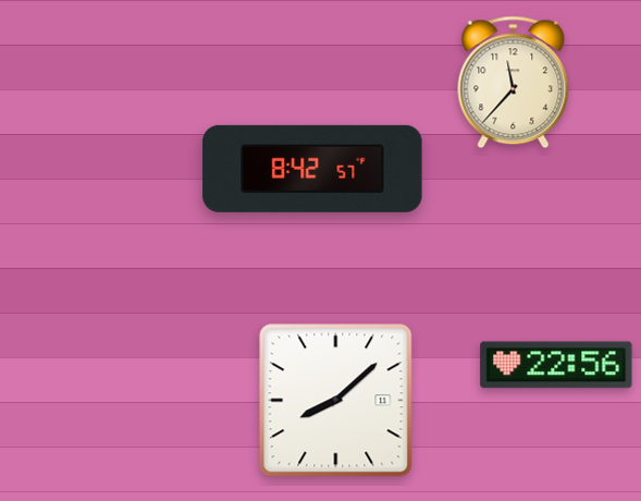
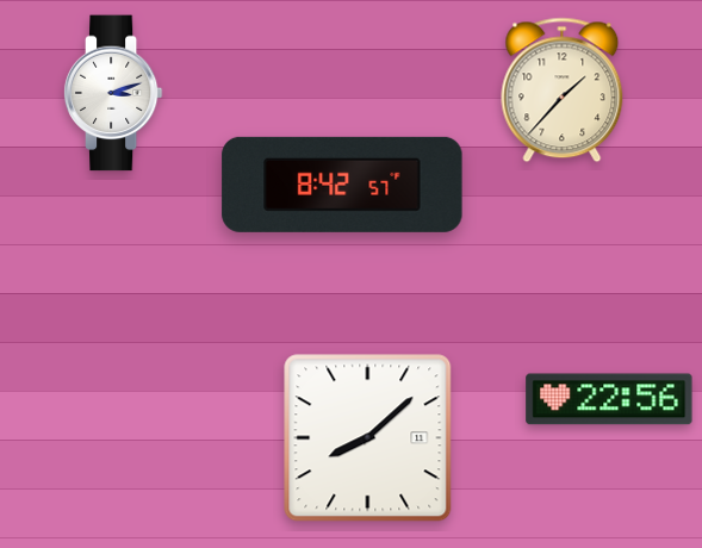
clock at (514, 83): 11:37 -> 1:37
clock at (113, 93): none -> 3:12
